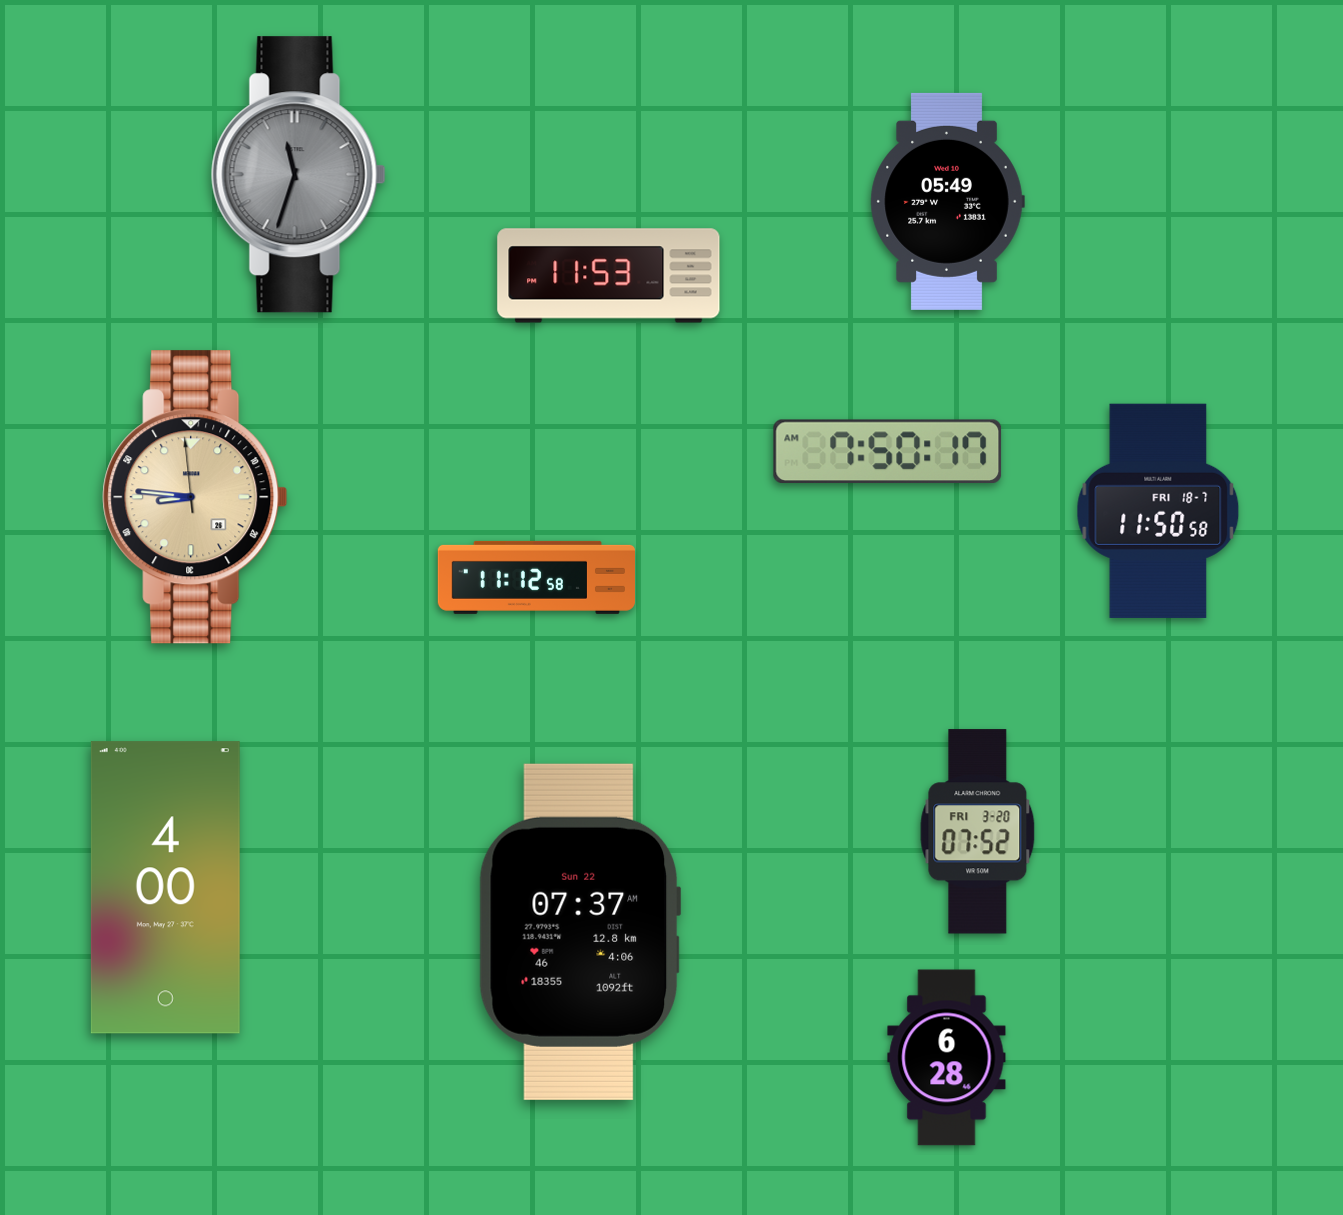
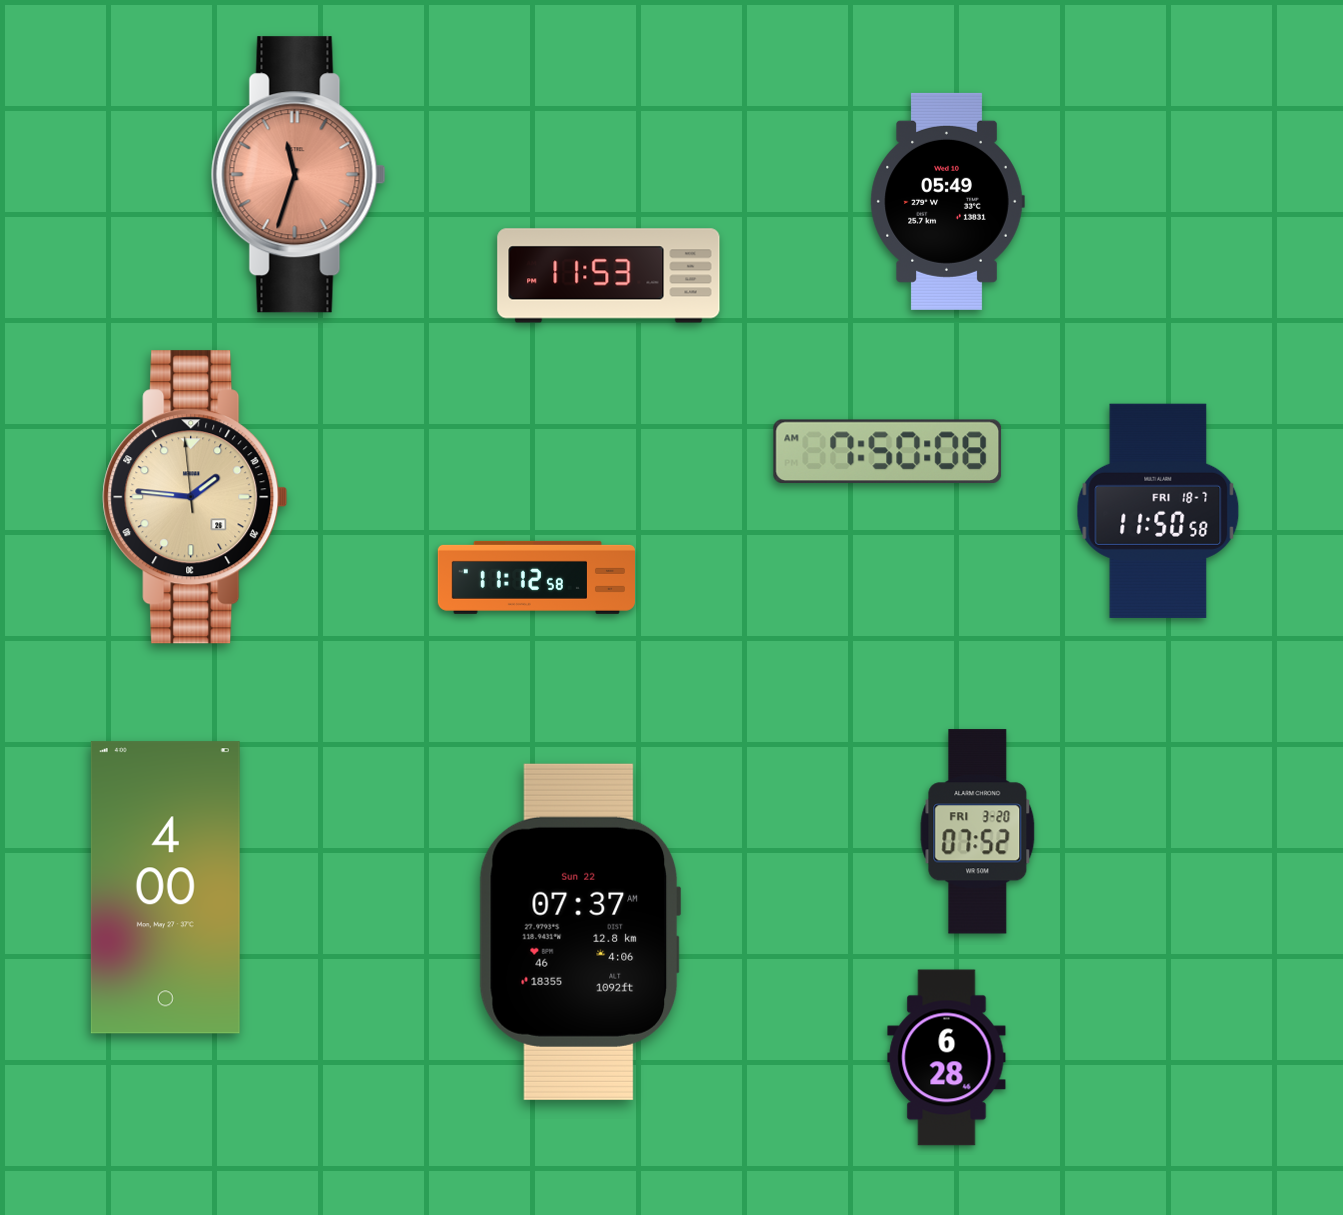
clock at (298, 175) dial: grey -> salmon
clock at (888, 451): 7:50:17 AM -> 7:50:08 AM
clock at (195, 497): 8:45 -> 1:45
